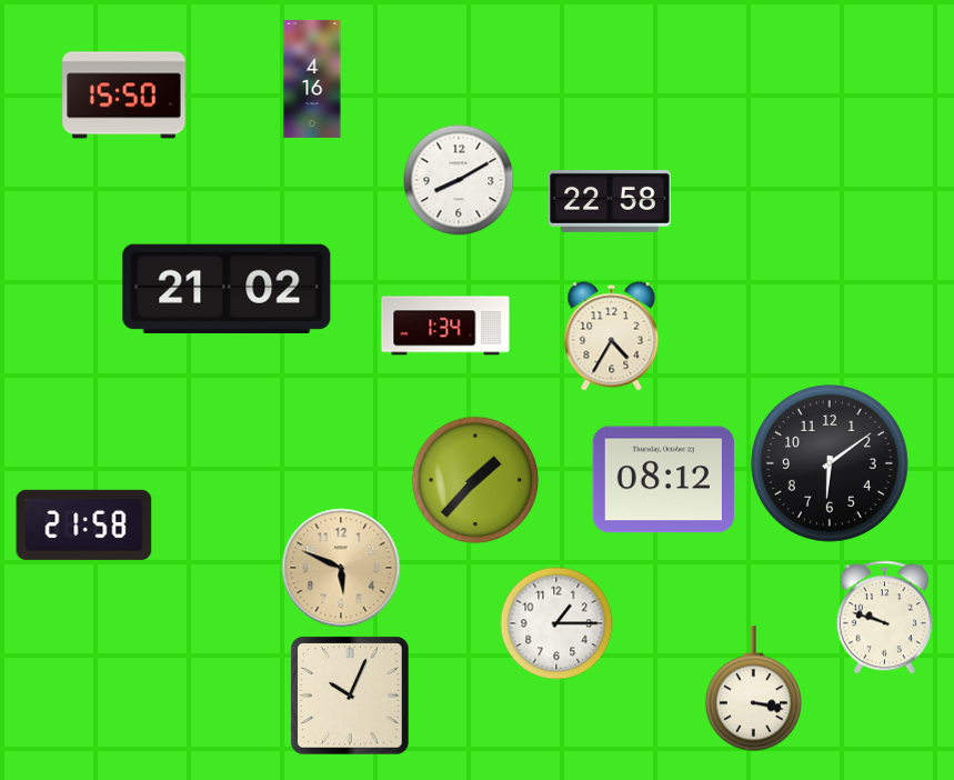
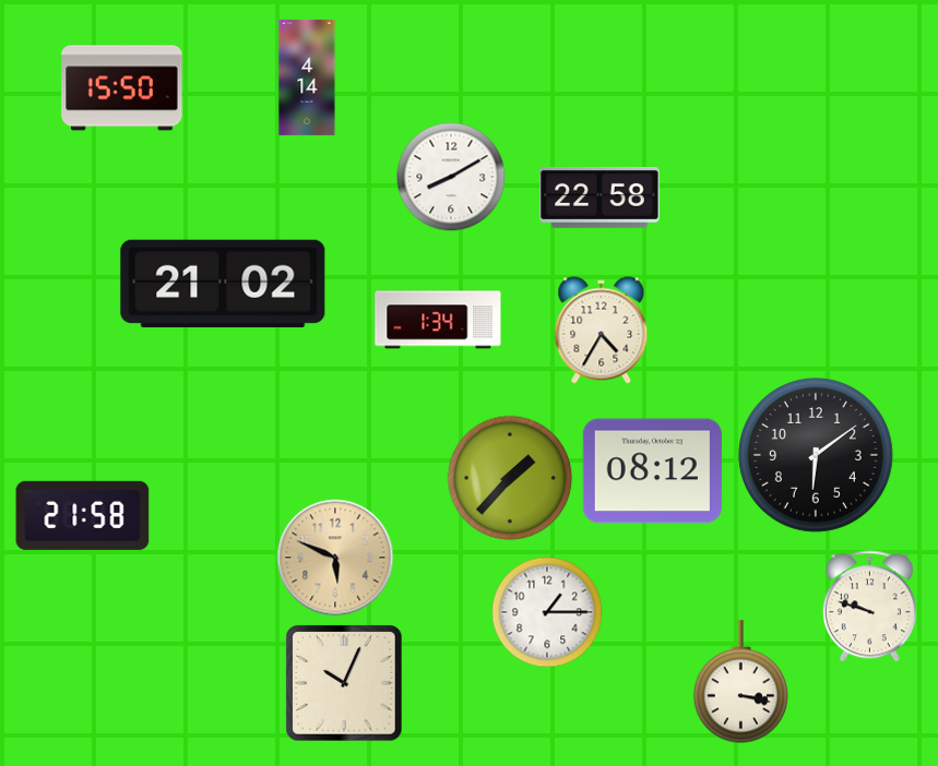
clock at (312, 79): 4:16 -> 4:14
clock at (124, 96) position: (124, 96) -> (122, 88)
clock at (475, 480) position: (475, 480) -> (510, 478)
clock at (754, 689) position: (754, 689) -> (741, 682)
